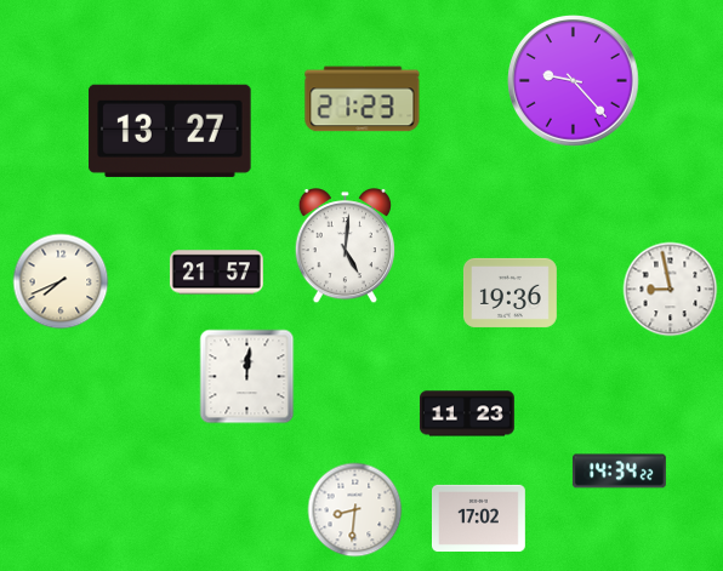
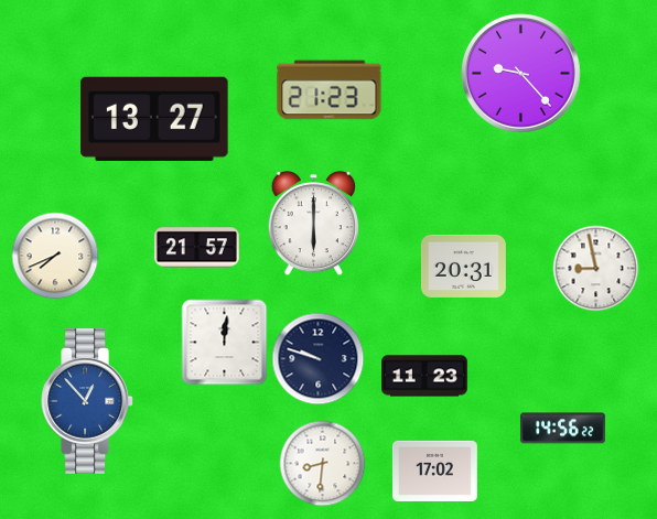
clock at (345, 246): 5:01 -> 6:00
clock at (670, 289) position: (670, 289) -> (595, 268)
clock at (509, 292): 19:36 -> 20:31
clock at (317, 358): none -> 9:48
clock at (87, 401): none -> 12:53
clock at (619, 472): 14:34 -> 14:56
